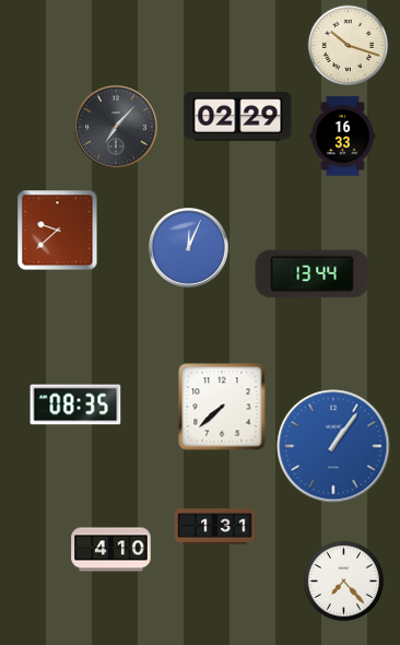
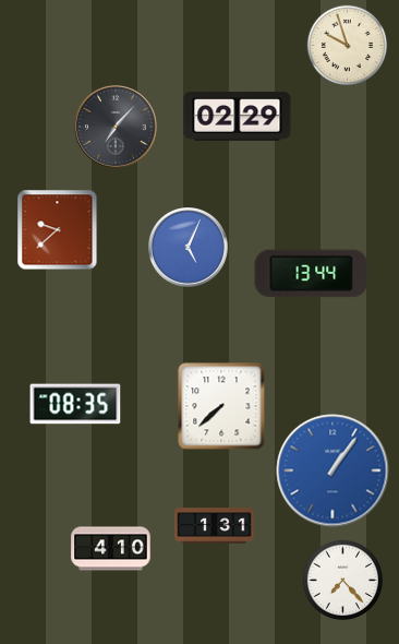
clock at (349, 46): 10:18 -> 9:57
clock at (343, 137): 16:33 -> none
clock at (189, 248): 12:04 -> 5:04
clock at (333, 446) position: (333, 446) -> (332, 470)
